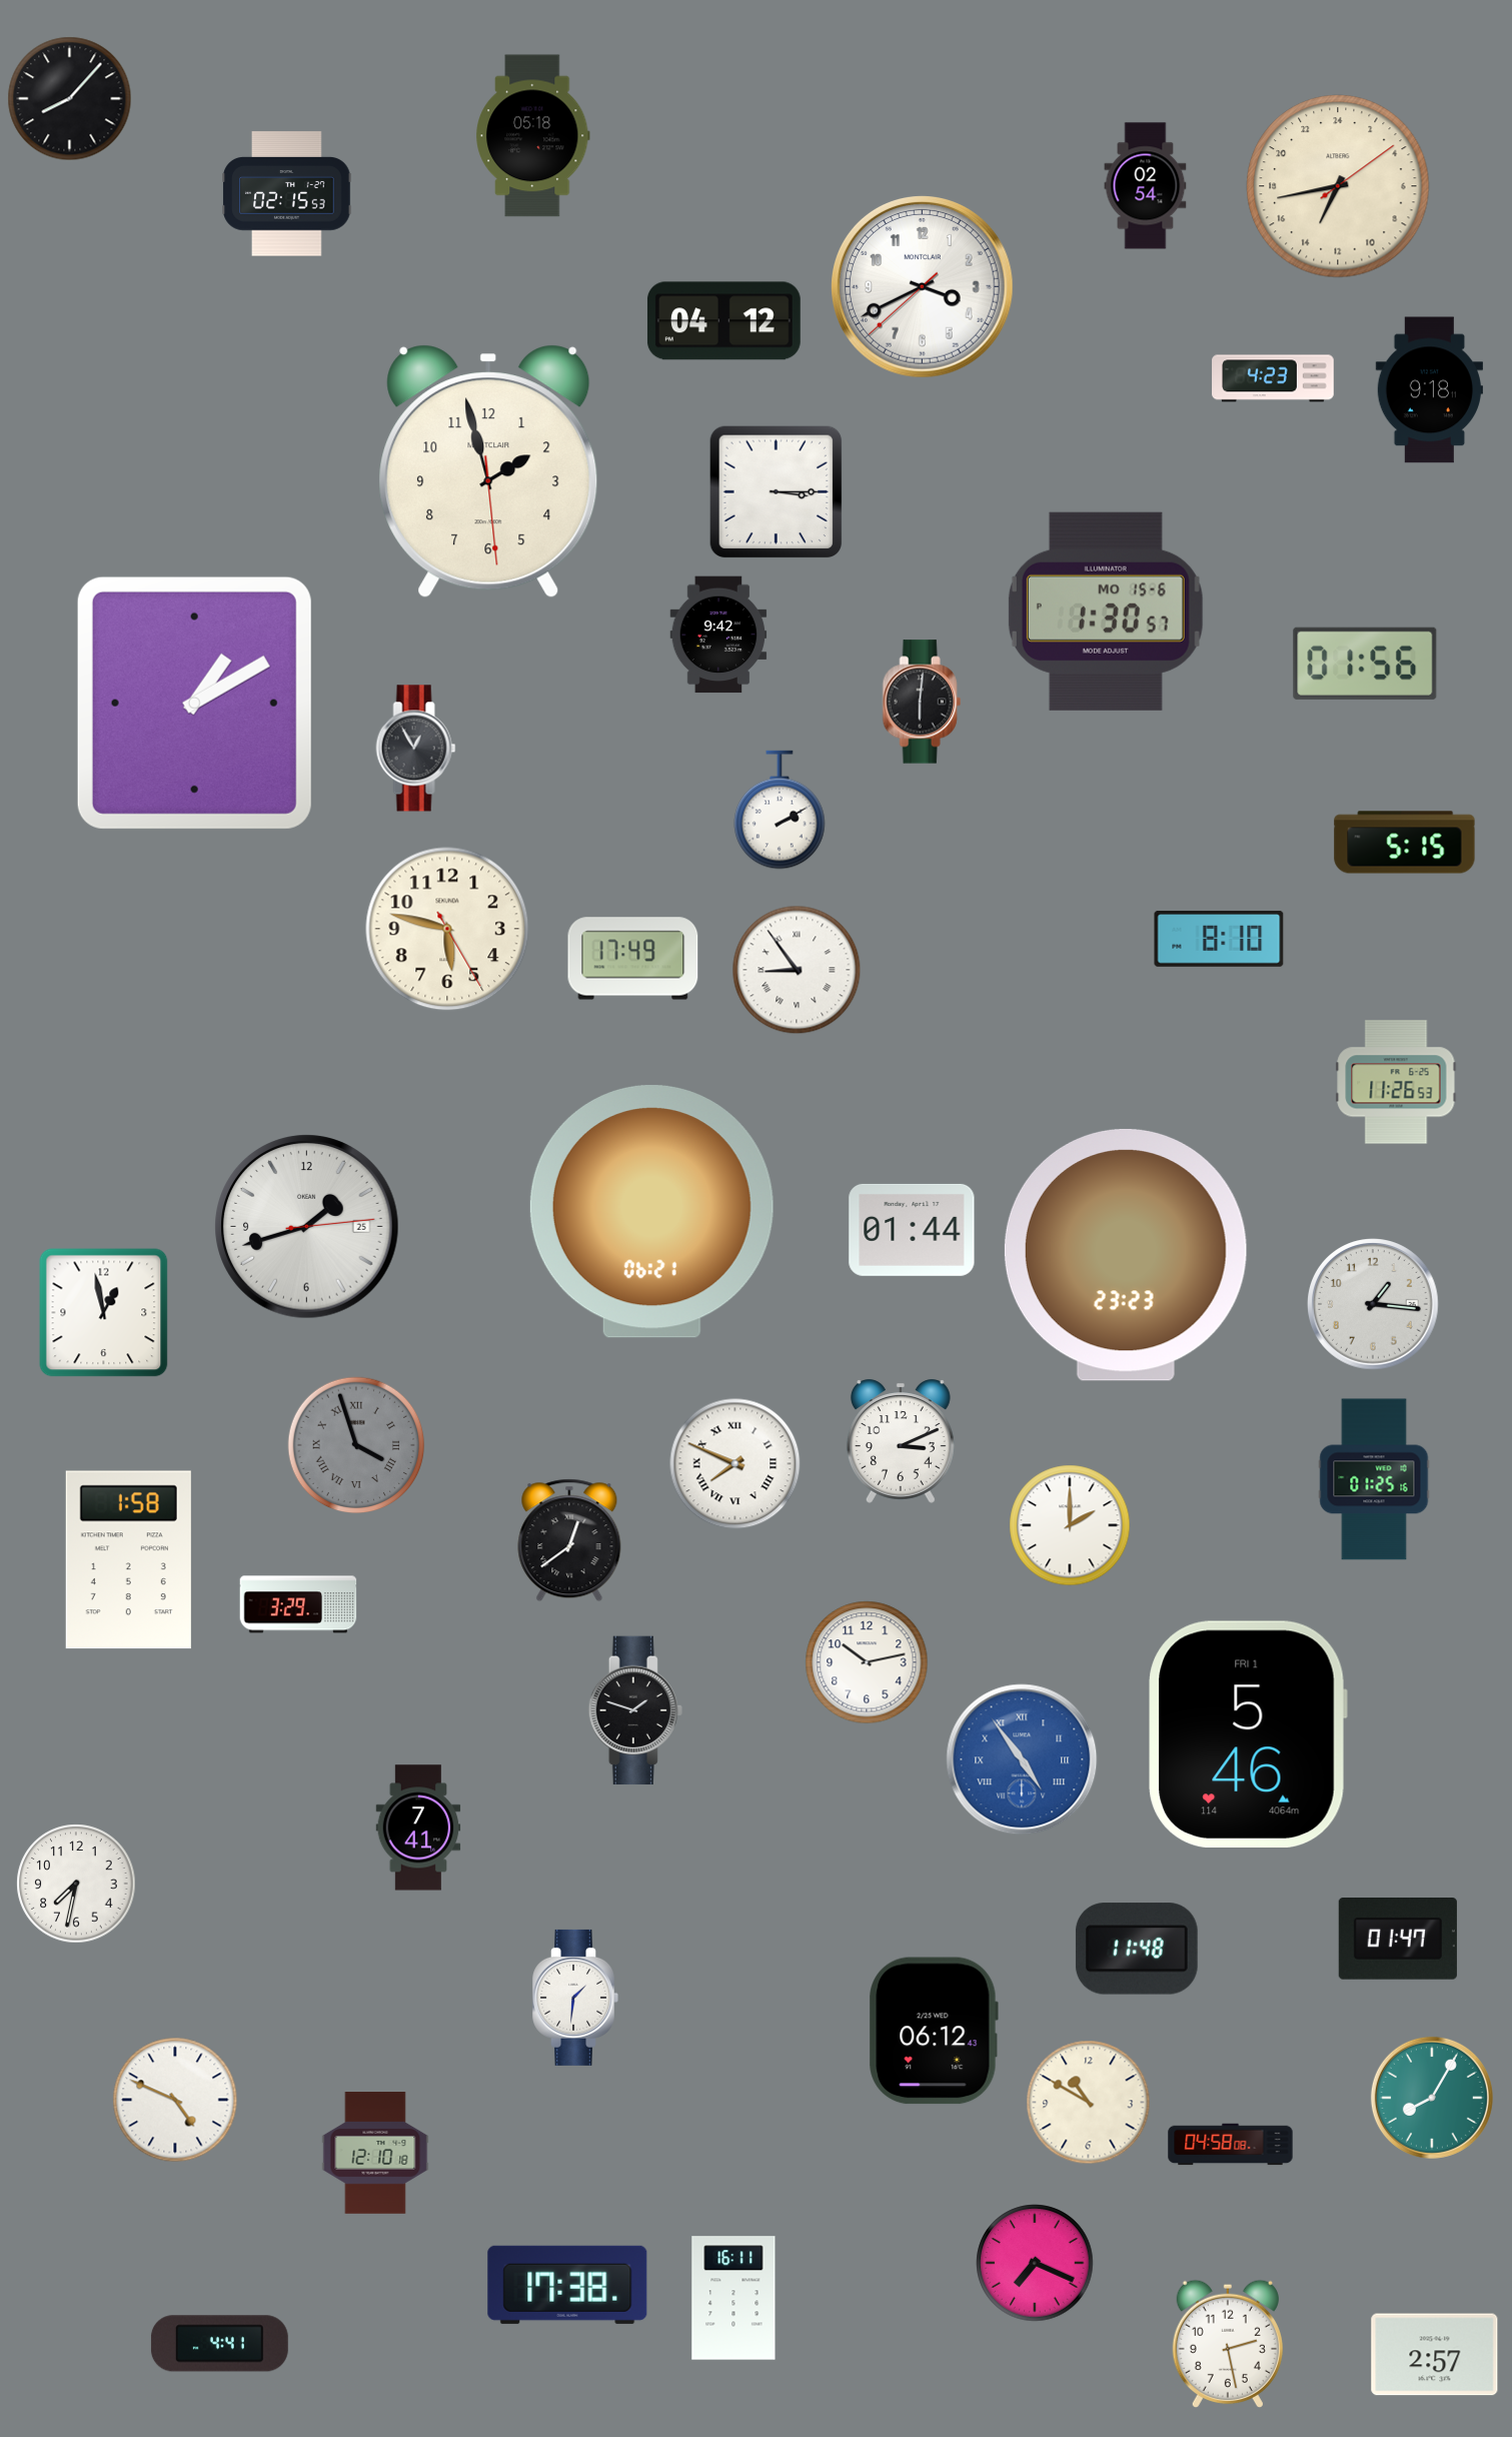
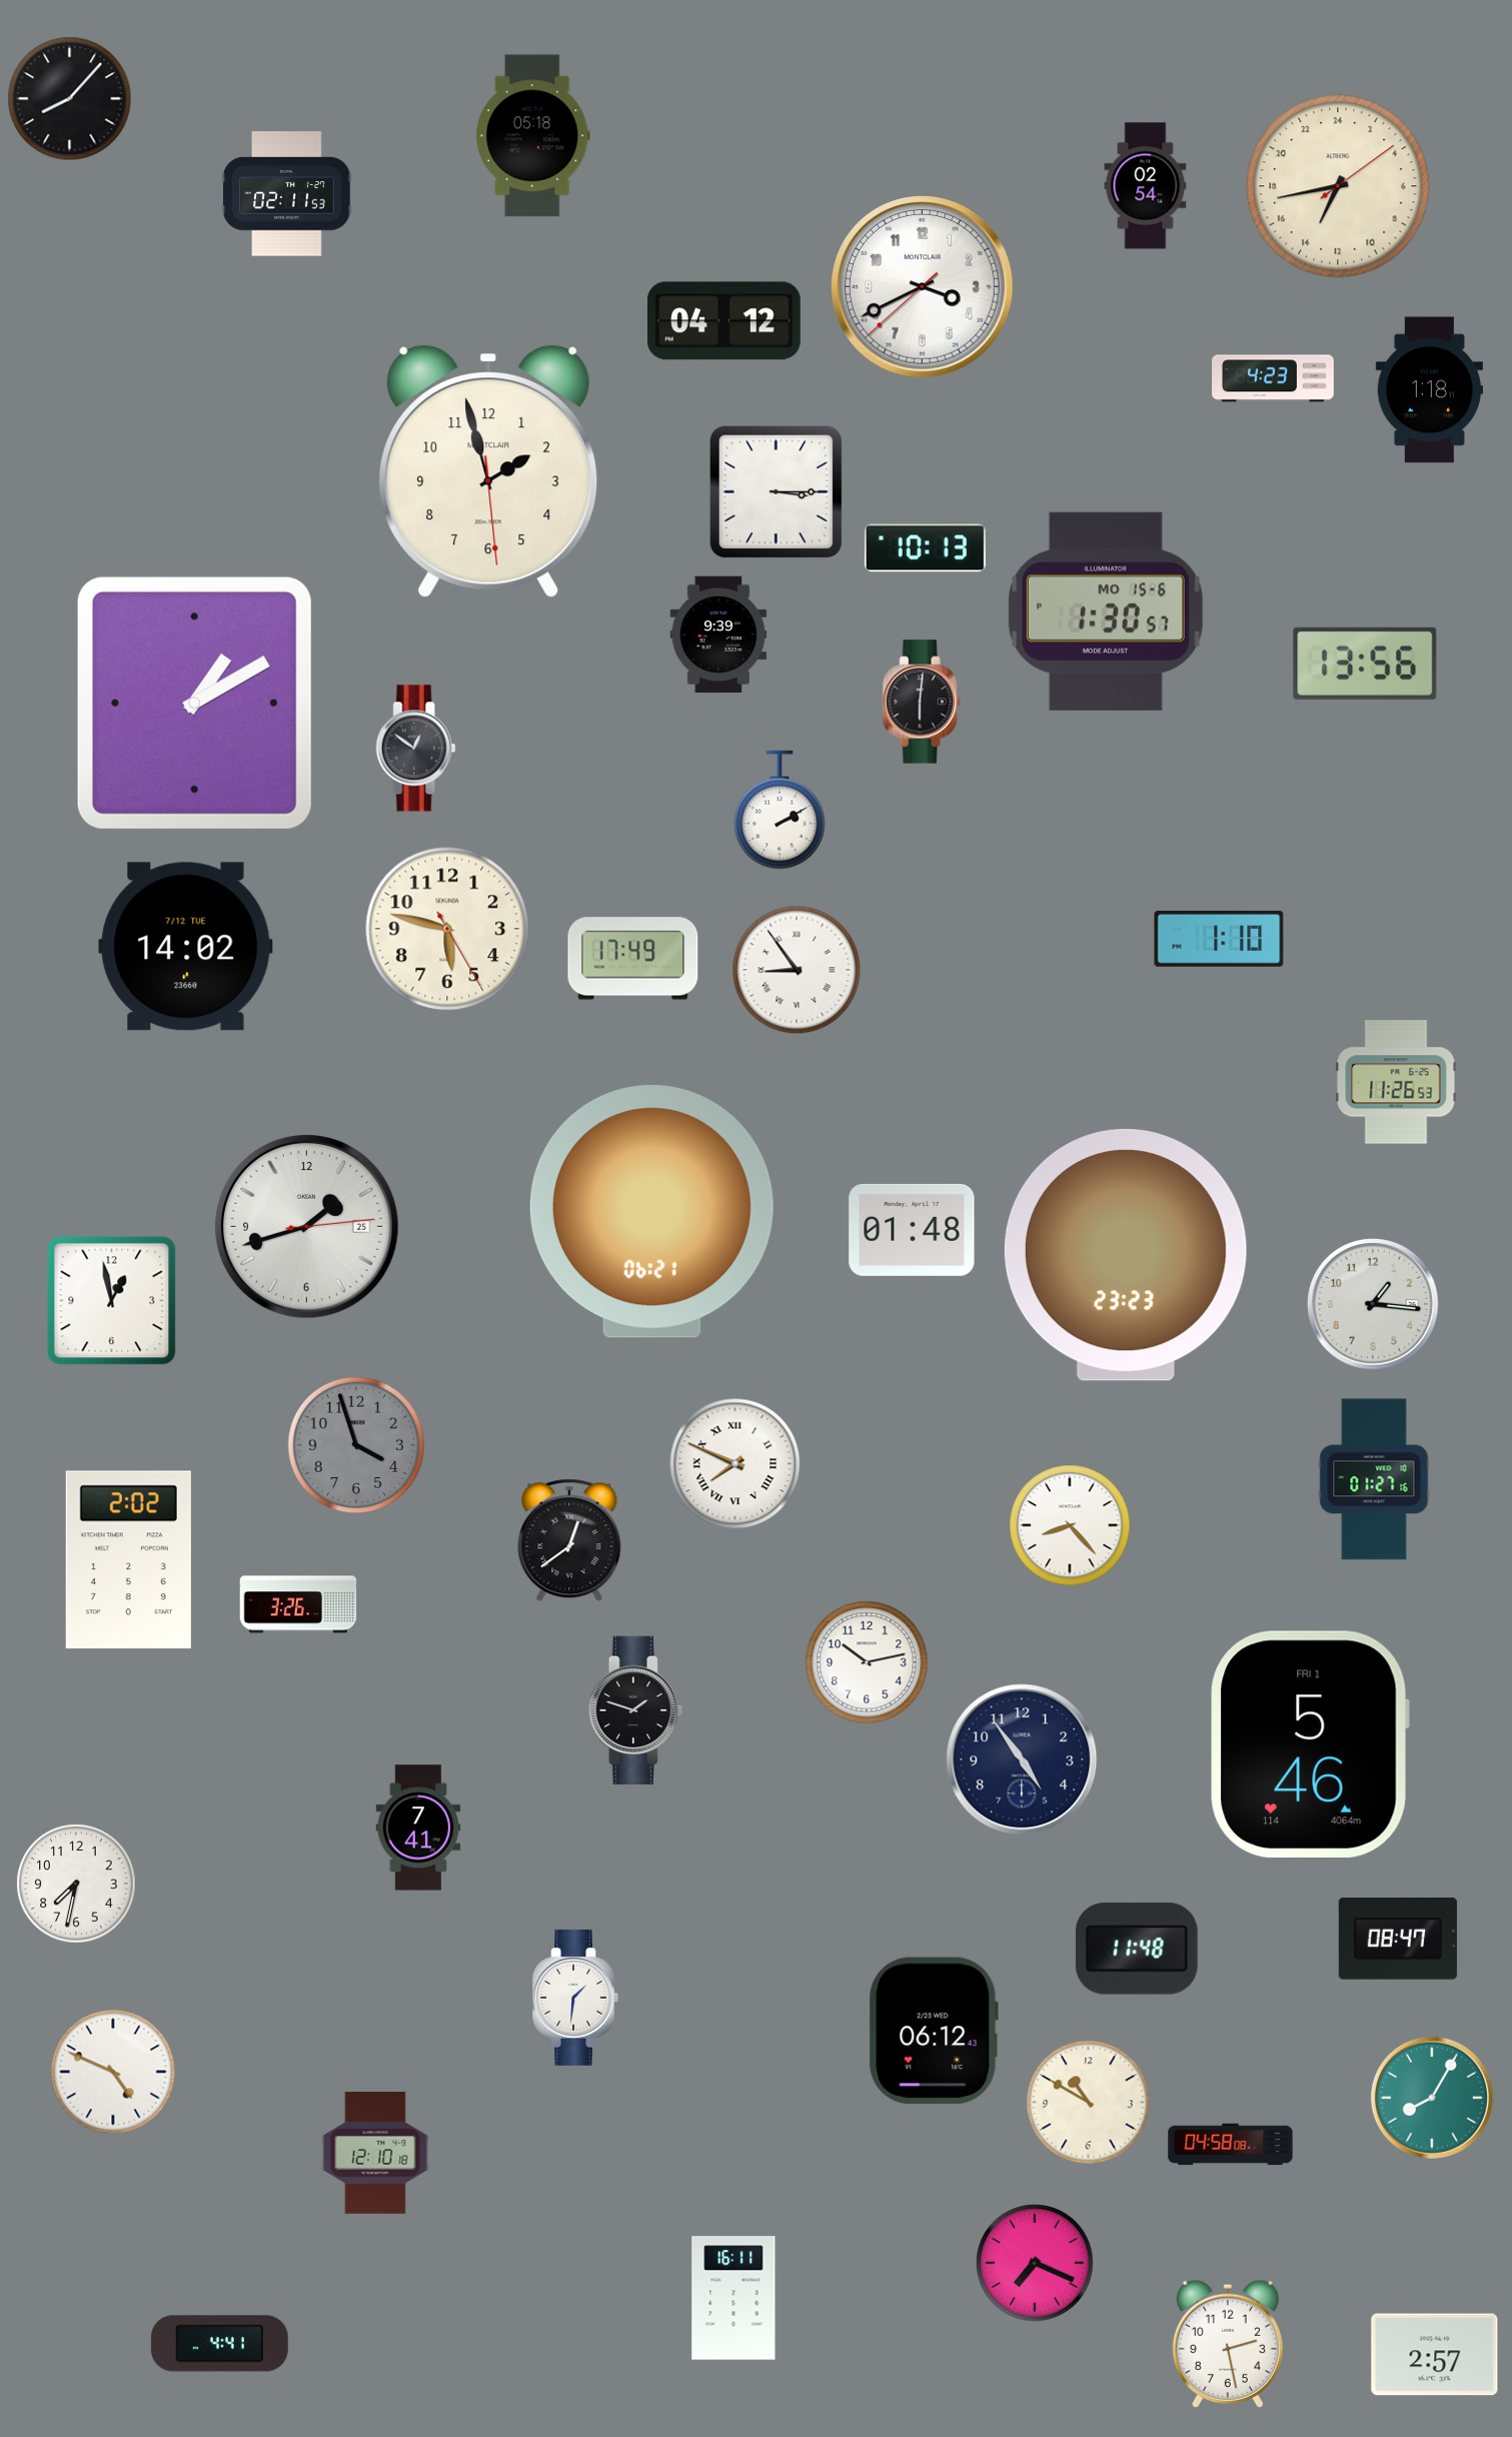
clock at (287, 194): 02:15 -> 02:11
clock at (1429, 390): 9:18 -> 1:18
clock at (925, 548): none -> 10:13
clock at (718, 635): 9:42 -> 9:39
clock at (1365, 664): 01:56 -> 13:56
clock at (416, 749): 12:55 -> 12:51
clock at (1405, 843): 5:15 -> none
clock at (1219, 939): 8:10 -> 1:10
clock at (186, 947): none -> 14:02
clock at (912, 1230): 01:44 -> 01:48
clock at (104, 1313) position: (104, 1313) -> (112, 1301)
clock at (901, 1441): 3:11 -> none
clock at (356, 1445) numerals: Roman -> Arabic
clock at (1374, 1479): 01:25 -> 01:27
clock at (1070, 1525): 2:00 -> 8:23
clock at (128, 1560): 1:58 -> 2:02
clock at (298, 1604): 3:29 -> 3:26
clock at (1248, 1734) position: (1248, 1734) -> (1310, 1744)
clock at (1022, 1759) dial: blue -> navy
clock at (1022, 1759) numerals: Roman -> Arabic
clock at (1398, 1940): 01:47 -> 08:47
clock at (175, 2100) position: (175, 2100) -> (113, 2072)
clock at (567, 2285): 17:38 -> none
